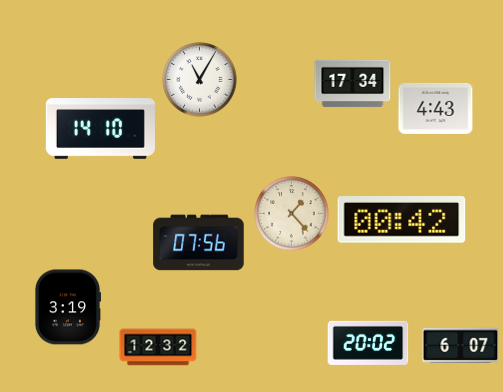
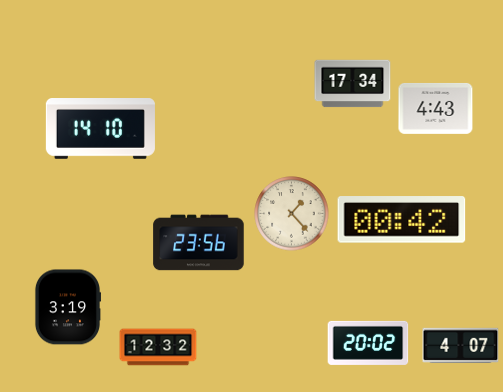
clock at (200, 80): 11:05 -> none
clock at (199, 243): 07:56 -> 23:56
clock at (461, 345): 6:07 -> 4:07
